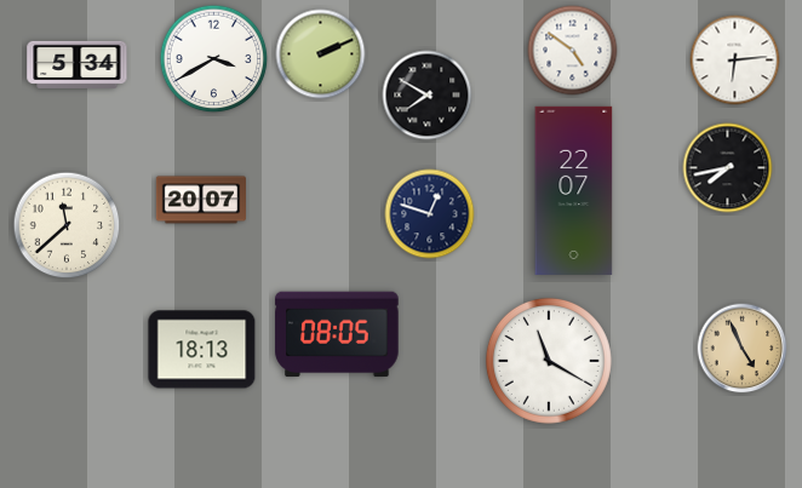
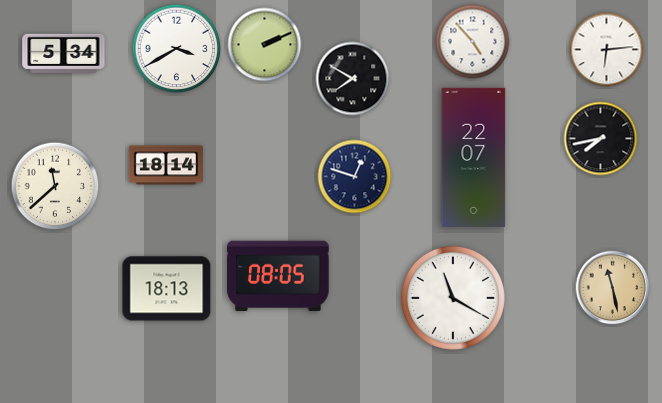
clock at (573, 51): 4:51 -> 4:53
clock at (200, 200): 20:07 -> 18:14
clock at (743, 349): 4:56 -> 11:28
